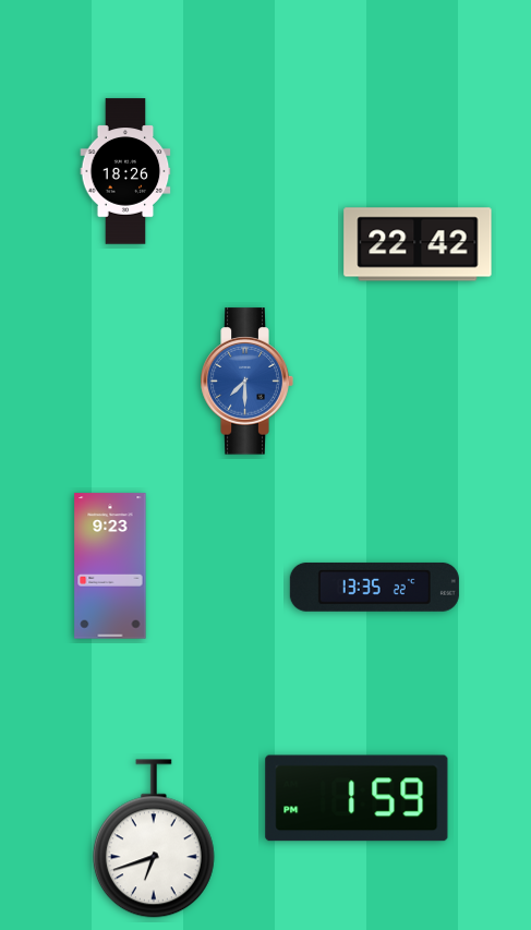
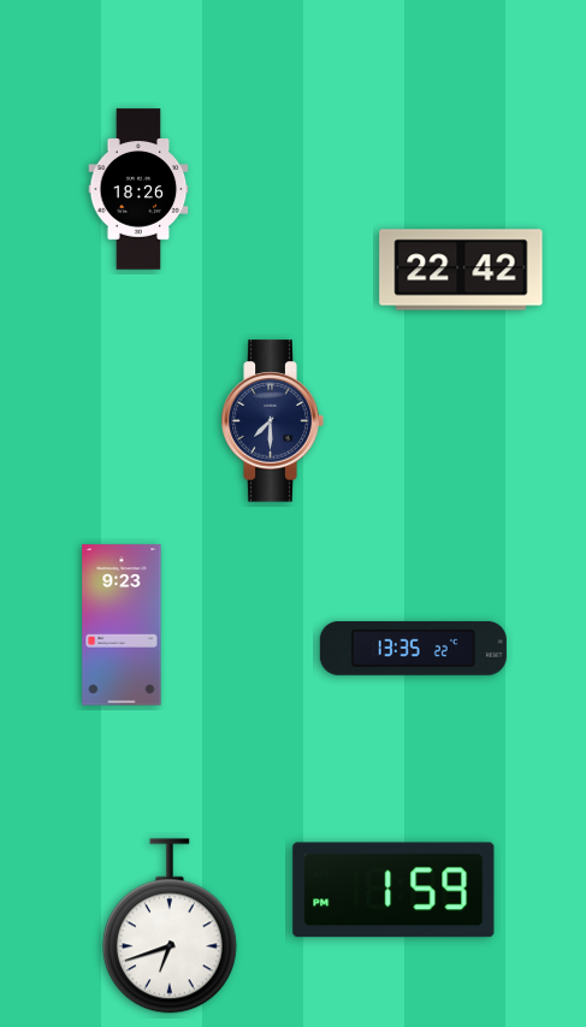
clock at (246, 382) dial: blue -> navy
clock at (357, 798) position: (357, 798) -> (393, 890)
